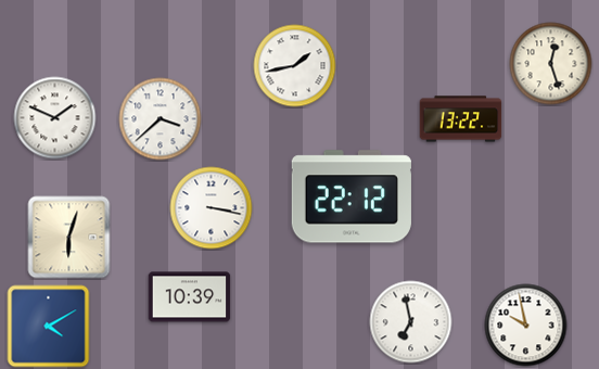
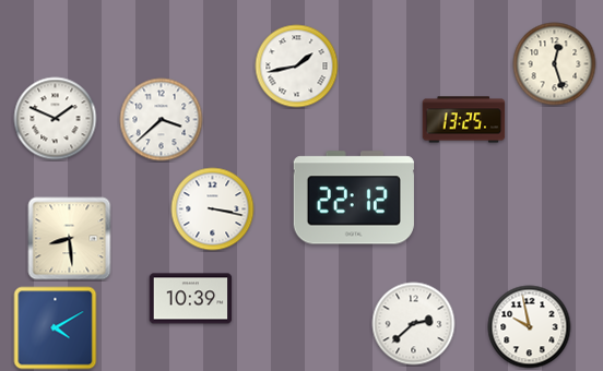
clock at (461, 119): 13:22 -> 13:25
clock at (69, 238): 6:03 -> 8:29
clock at (411, 322): 6:58 -> 2:38
clock at (49, 327) position: (49, 327) -> (56, 328)
